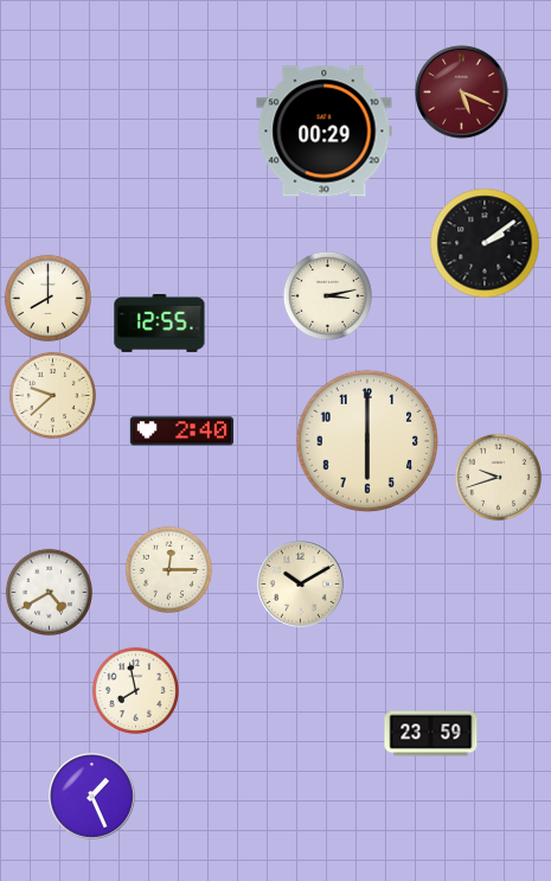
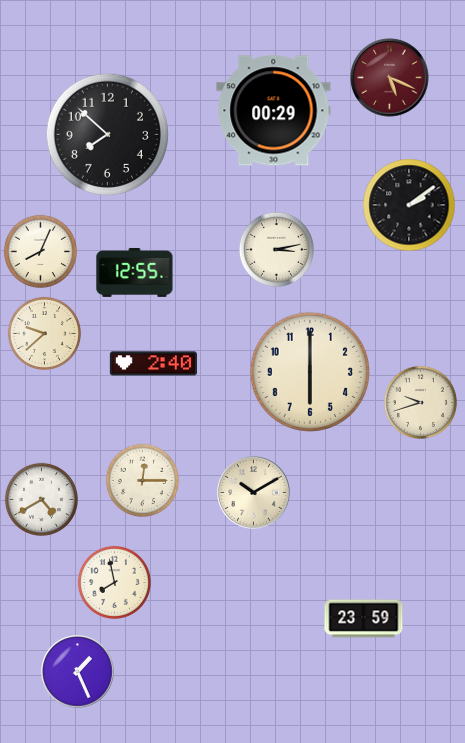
clock at (107, 134): none -> 7:52
clock at (47, 298): 8:00 -> 8:04
